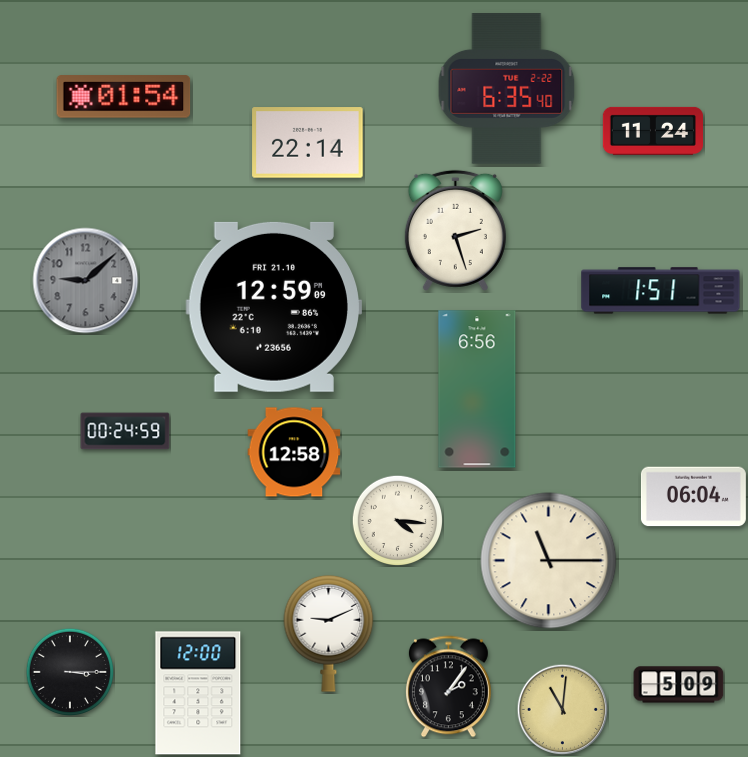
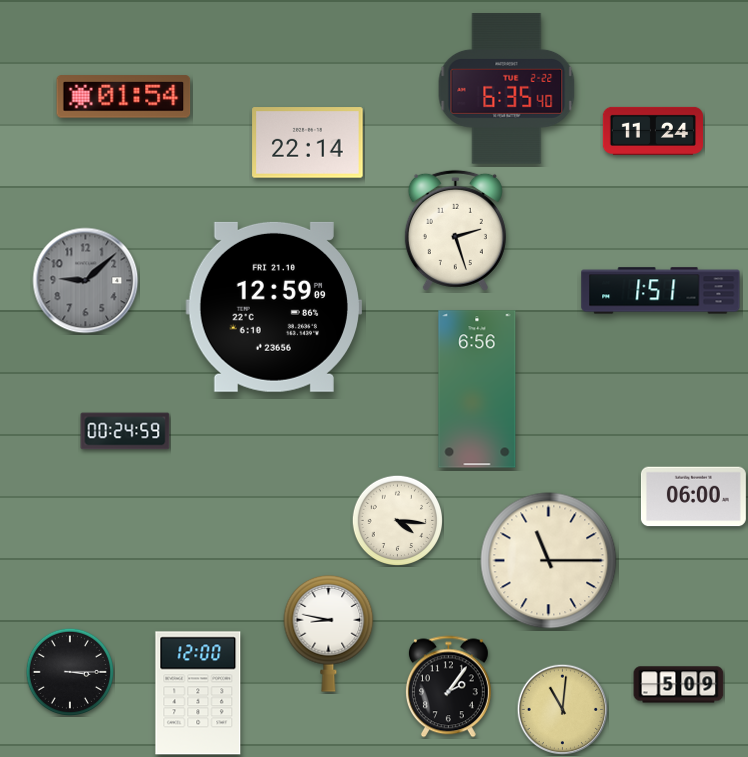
clock at (294, 452): 12:58 -> none
clock at (693, 497): 06:04 -> 06:00
clock at (329, 633): 9:11 -> 8:47
